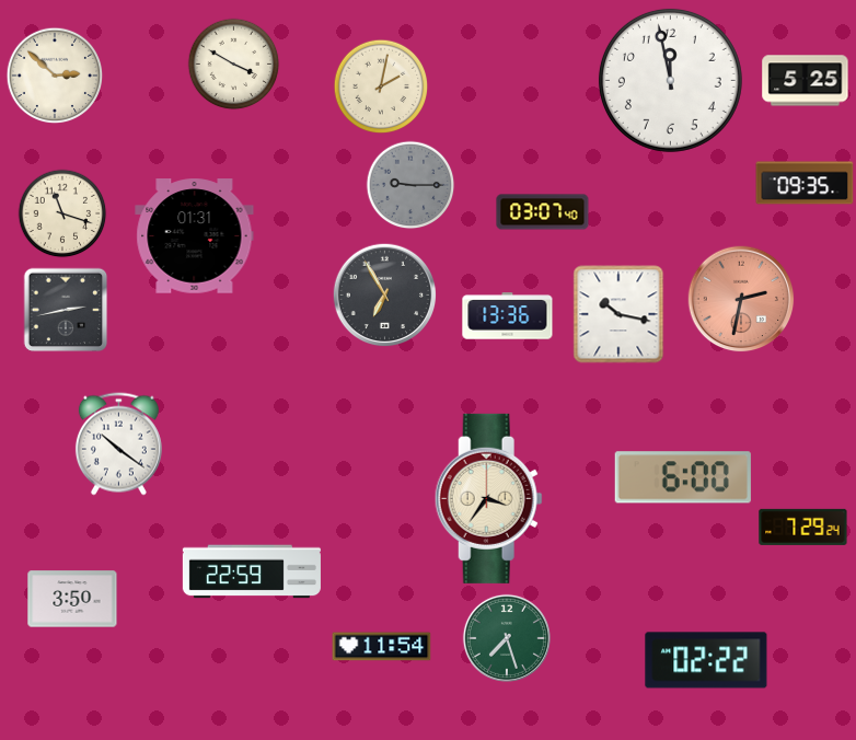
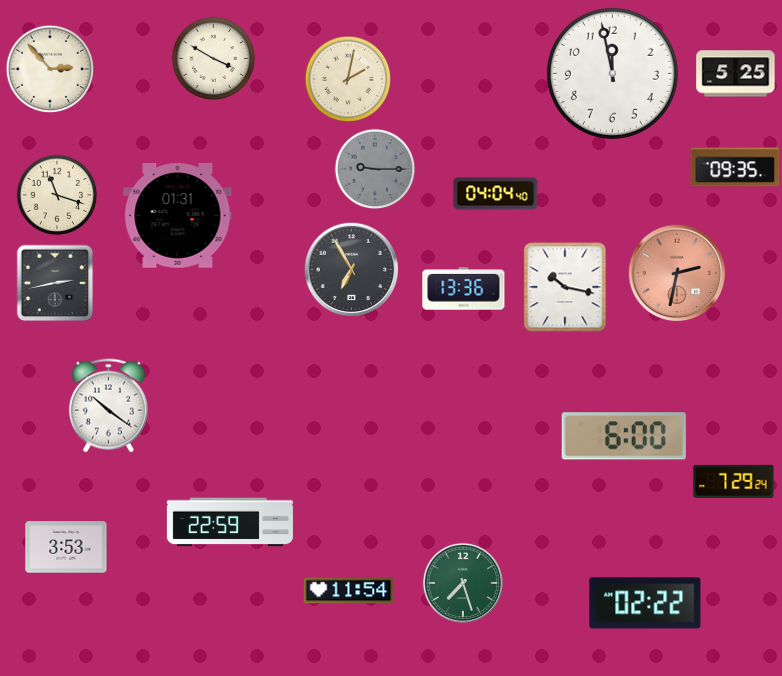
clock at (55, 76): 2:52 -> 2:53
clock at (543, 212): 03:07 -> 04:04
clock at (66, 310) position: (66, 310) -> (55, 283)
clock at (488, 498): 3:36 -> none
clock at (72, 599): 3:50 -> 3:53
